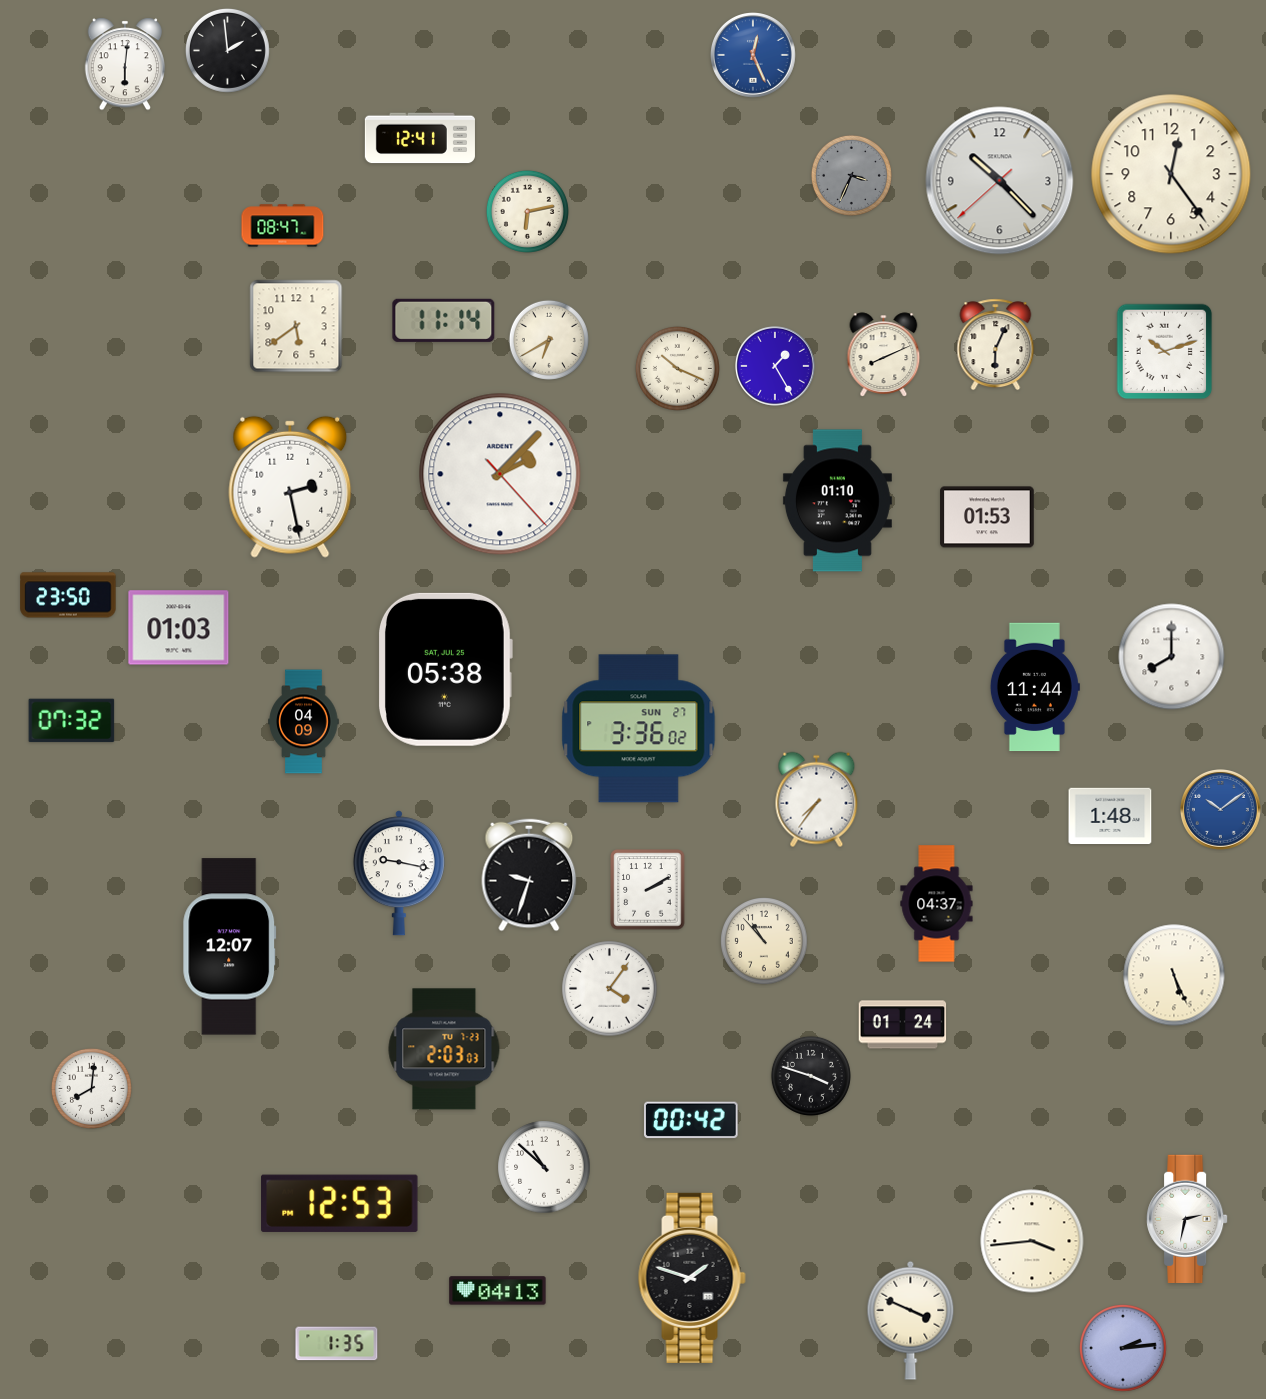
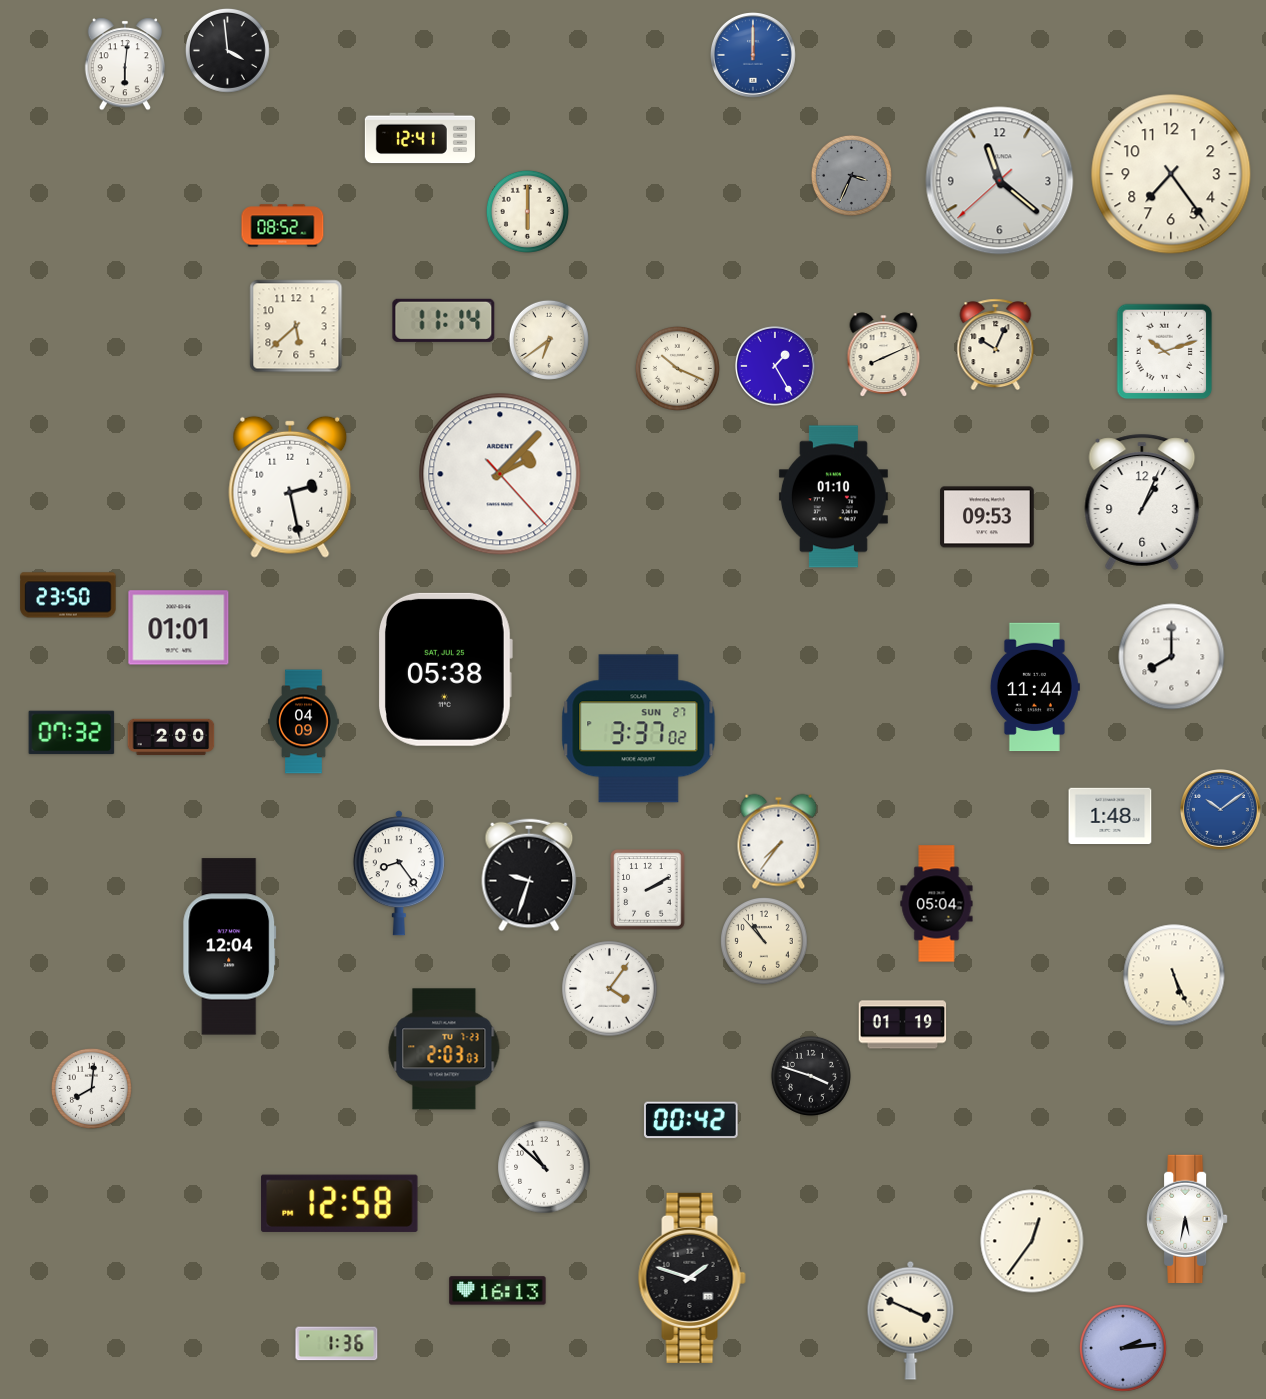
clock at (227, 50): 1:59 -> 3:59
clock at (753, 55): 12:26 -> 12:00
clock at (1171, 174): 12:24 -> 7:24
clock at (1000, 181): 10:22 -> 11:21
clock at (527, 211): 6:13 -> 6:00
clock at (283, 226): 08:47 -> 08:52
clock at (296, 326): 5:39 -> 5:38
clock at (549, 340): 6:40 -> 6:39
clock at (996, 345): 6:04 -> 10:04
clock at (837, 501) position: (837, 501) -> (833, 497)
clock at (1142, 502): none -> 1:04
clock at (987, 517): 01:53 -> 09:53
clock at (179, 628): 01:03 -> 01:01
clock at (72, 721) position: (72, 721) -> (72, 733)
clock at (639, 729): 3:36 -> 3:37
clock at (171, 737): none -> 2:00
clock at (817, 800) position: (817, 800) -> (779, 842)
clock at (399, 873): 9:17 -> 8:24
clock at (937, 904): 04:37 -> 05:04
clock at (230, 947): 12:07 -> 12:04
clock at (903, 1025): 01:24 -> 01:19
clock at (340, 1203): 12:53 -> 12:58
clock at (1187, 1218): 2:32 -> 5:32
clock at (1032, 1241): 3:44 -> 12:36
clock at (498, 1291): 04:13 -> 16:13
clock at (337, 1344): 1:35 -> 1:36
